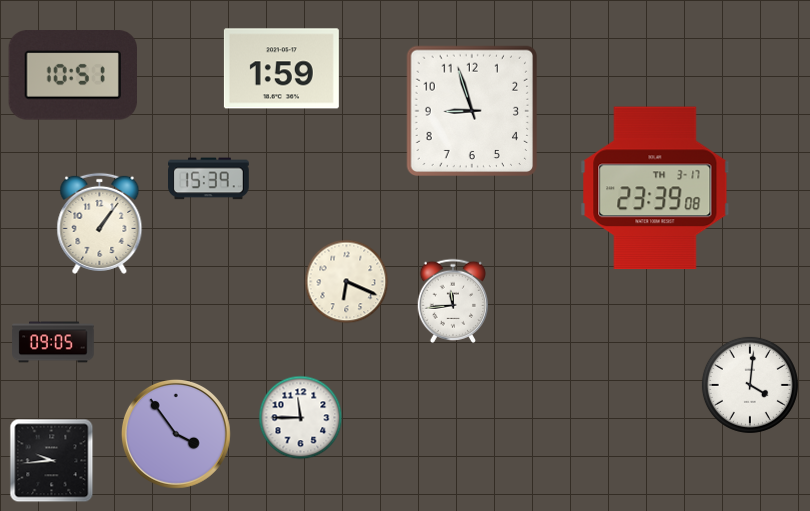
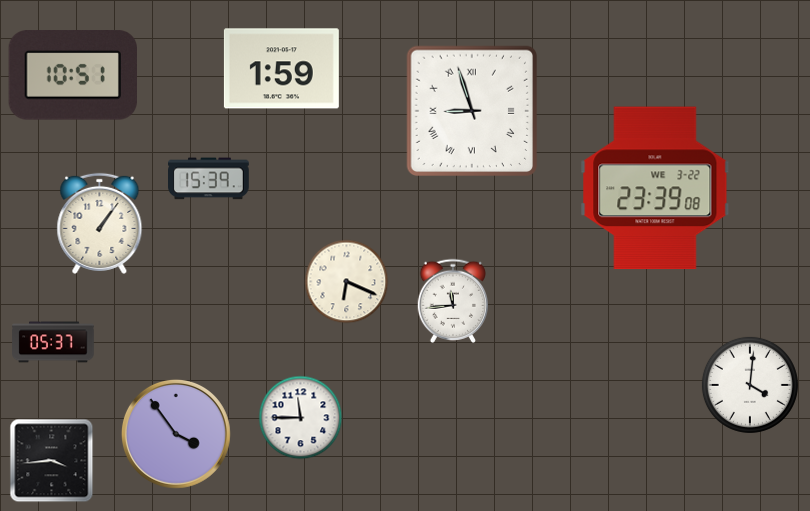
clock at (472, 111) numerals: Arabic -> Roman
clock at (655, 188) date: TH 3-17 -> WE 3-22
clock at (53, 342): 09:05 -> 05:37
clock at (52, 461): 9:44 -> 3:44
